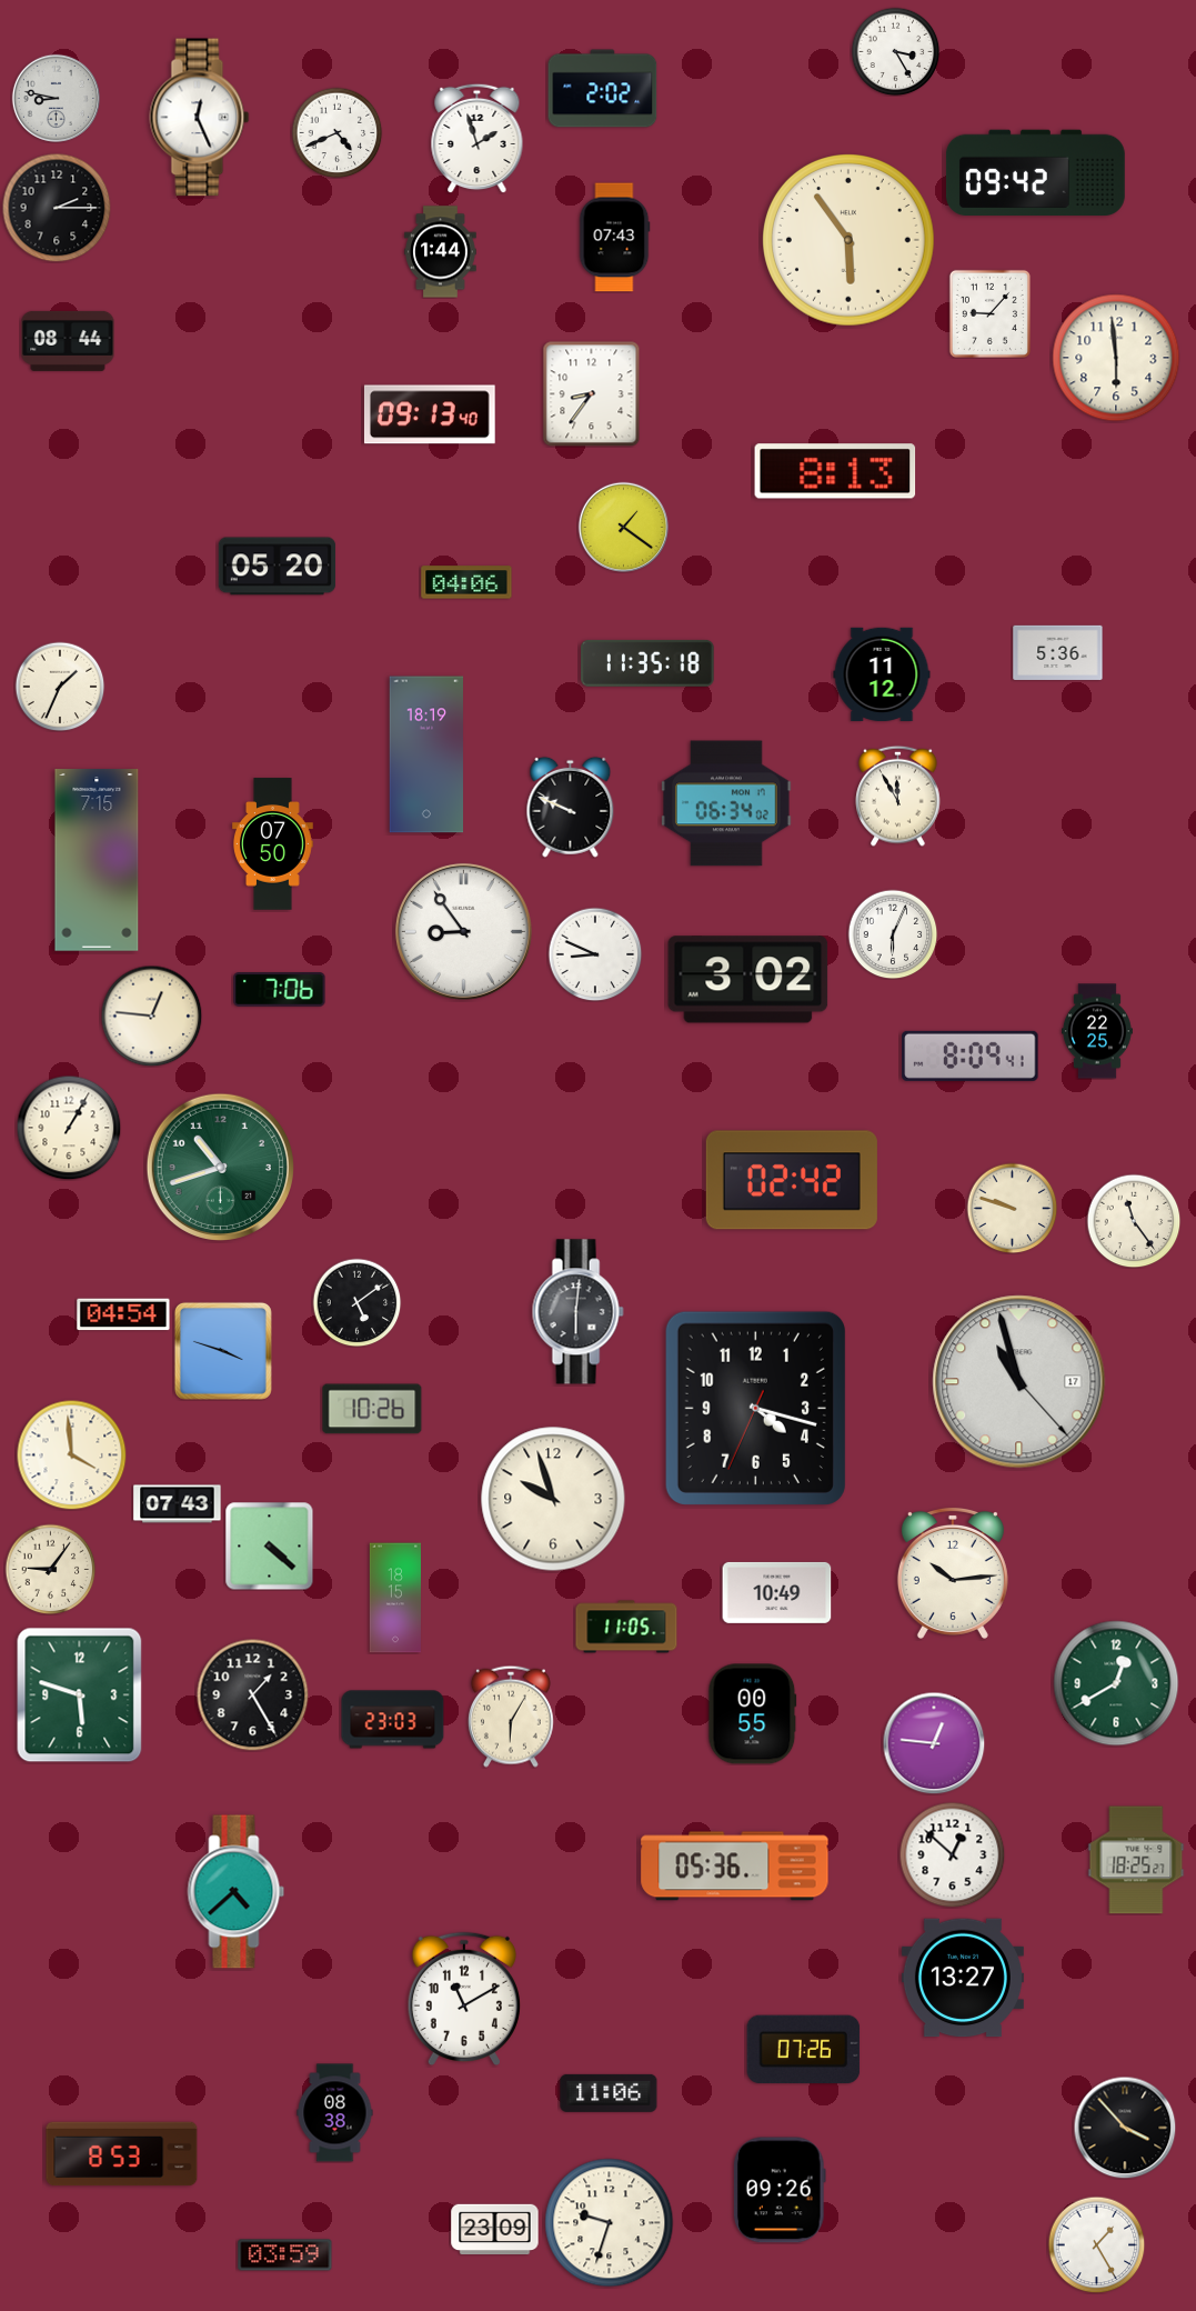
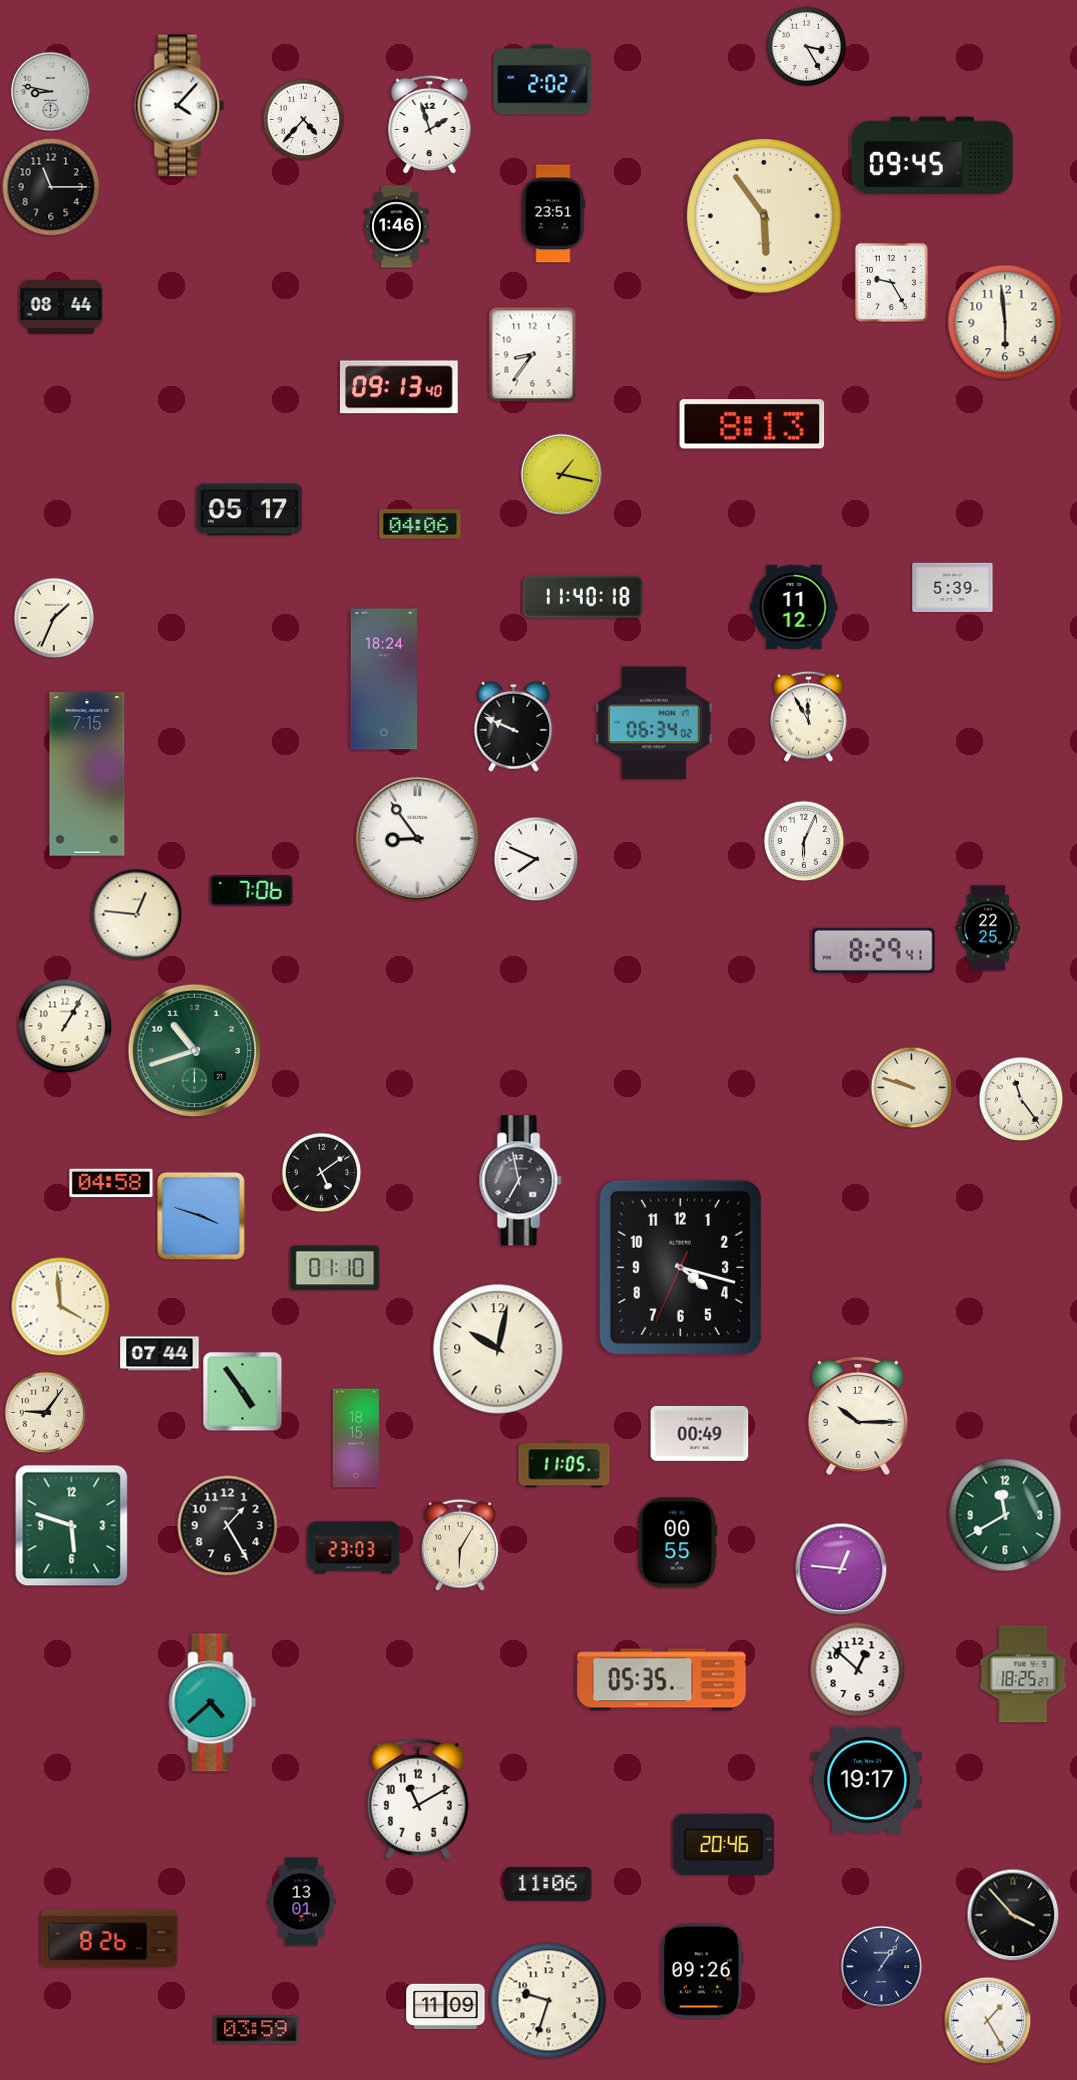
clock at (56, 98) position: (56, 98) -> (50, 91)
clock at (200, 118): 12:26 -> 4:07
clock at (336, 132): 4:41 -> 4:37
clock at (1035, 172): 09:42 -> 09:45
clock at (57, 208): 2:15 -> 11:15
clock at (614, 238): 07:43 -> 23:51
clock at (441, 252): 1:44 -> 1:46
clock at (989, 313): 9:07 -> 9:25
clock at (430, 414) position: (430, 414) -> (399, 387)
clock at (623, 527): 1:21 -> 1:17
clock at (278, 567): 05:20 -> 05:17
clock at (1058, 652): 5:36 -> 5:39
clock at (647, 663): 11:35 -> 11:40
clock at (426, 754): 18:19 -> 18:24
clock at (273, 844): 07:50 -> none
clock at (595, 954): 8:49 -> 7:49
clock at (748, 980): 3:02 -> none
clock at (971, 1056): 8:09 -> 8:29
clock at (69, 1128) position: (69, 1128) -> (65, 1026)
clock at (220, 1167) position: (220, 1167) -> (194, 1050)
clock at (792, 1180): 02:42 -> none
clock at (577, 1312): 6:01 -> 6:58
clock at (123, 1314): 04:54 -> 04:58
clock at (1019, 1382): 10:57 -> none
clock at (372, 1409): 10:26 -> 01:10
clock at (72, 1455) position: (72, 1455) -> (61, 1307)
clock at (553, 1499): 9:57 -> 10:02
clock at (178, 1504): 07:43 -> 07:44
clock at (269, 1545): 4:22 -> 4:54
clock at (953, 1573): 10:14 -> 10:15
clock at (777, 1592): 10:49 -> 00:49
clock at (1116, 1683): 12:40 -> 11:40
clock at (735, 1867): 05:36 -> 05:35
clock at (963, 1978): 13:27 -> 19:17
clock at (804, 2050): 07:26 -> 20:46
clock at (335, 2113): 08:38 -> 13:01
clock at (122, 2154): 8:53 -> 8:26
clock at (881, 1966): none -> 1:06
clock at (495, 2230): 23:09 -> 11:09
